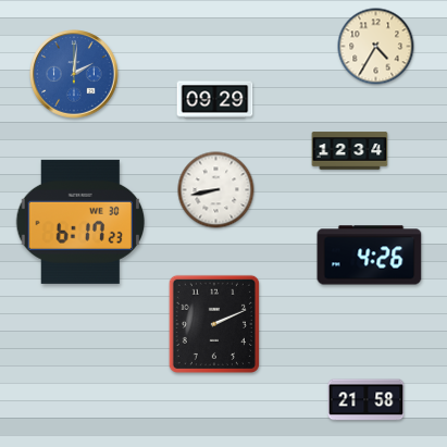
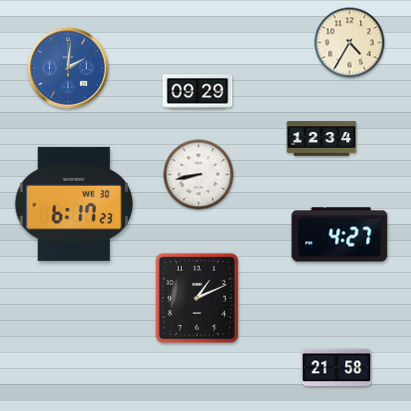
clock at (376, 47) position: (376, 47) -> (350, 43)
clock at (370, 256): 4:26 -> 4:27
clock at (214, 323): 2:11 -> 1:11
